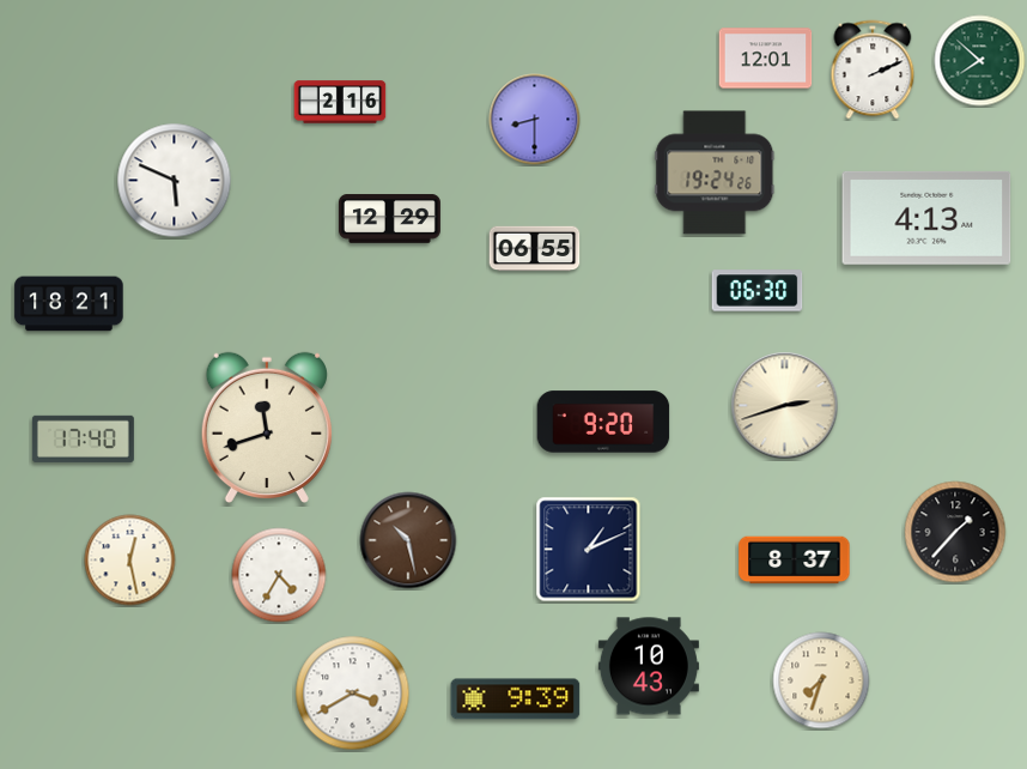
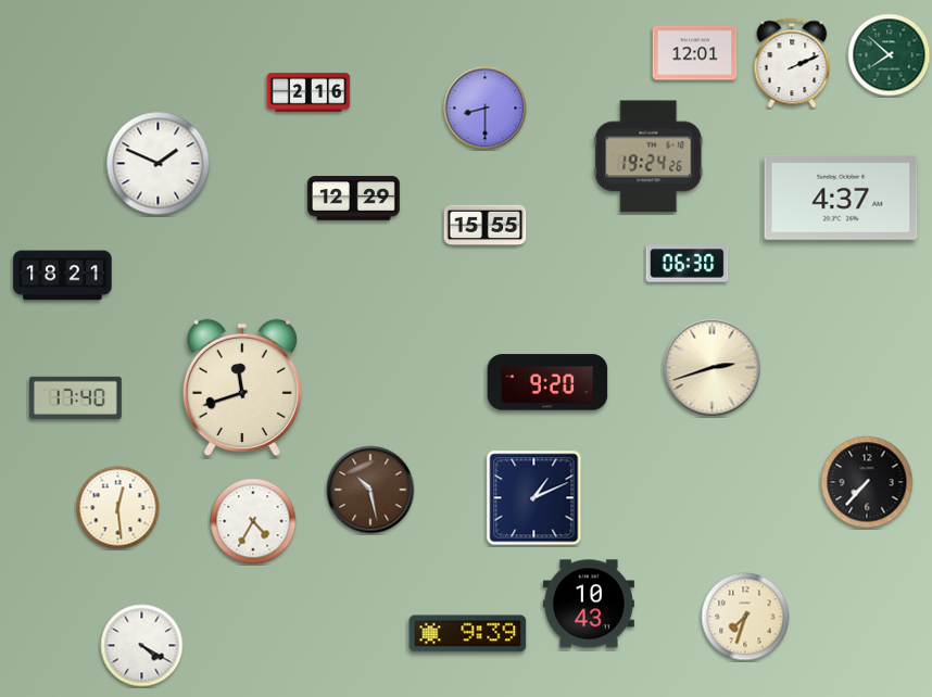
clock at (175, 181): 5:49 -> 1:49
clock at (926, 218): 4:13 -> 4:37
clock at (535, 249): 06:55 -> 15:55
clock at (955, 532): 1:37 -> 7:37
clock at (130, 561): 12:28 -> 12:29
clock at (795, 561): 8:37 -> none
clock at (353, 694): 3:40 -> none
clock at (142, 646): none -> 4:20
